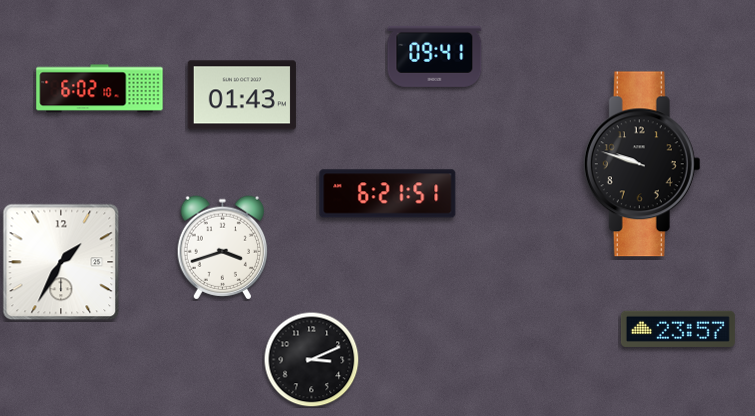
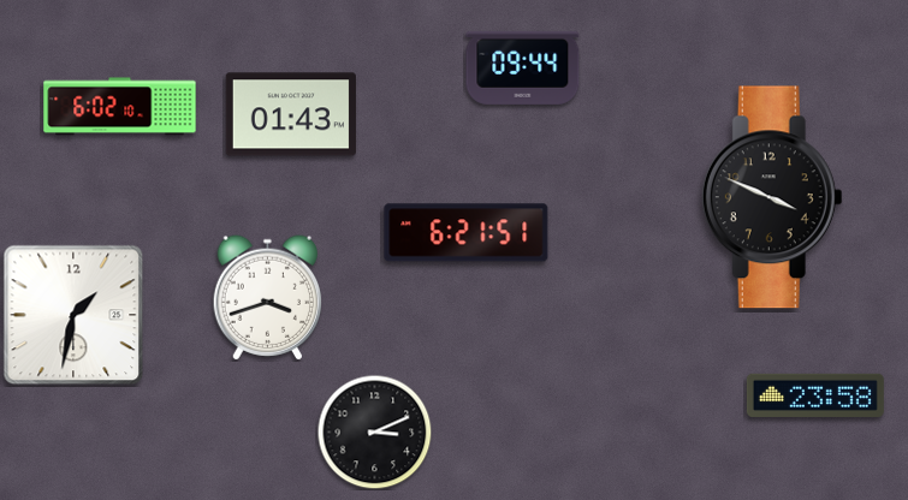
clock at (435, 56): 09:41 -> 09:44
clock at (642, 164): 9:48 -> 3:49
clock at (61, 262): 1:35 -> 1:32
clock at (678, 329): 23:57 -> 23:58
